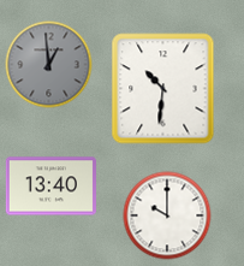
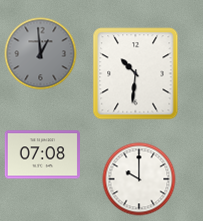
clock at (50, 187): 13:40 -> 07:08
